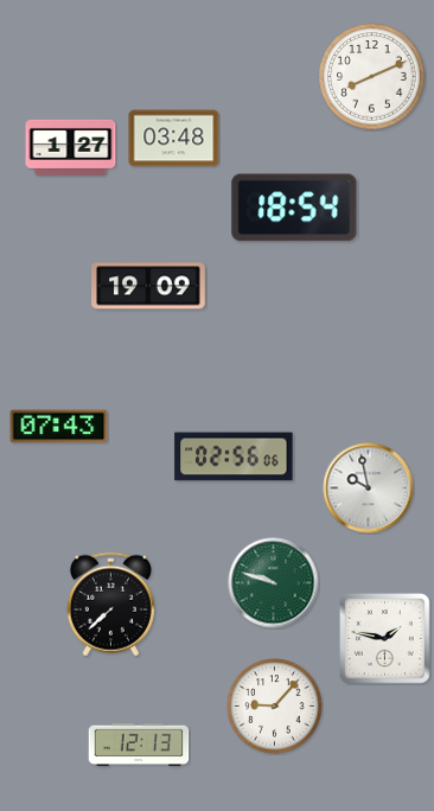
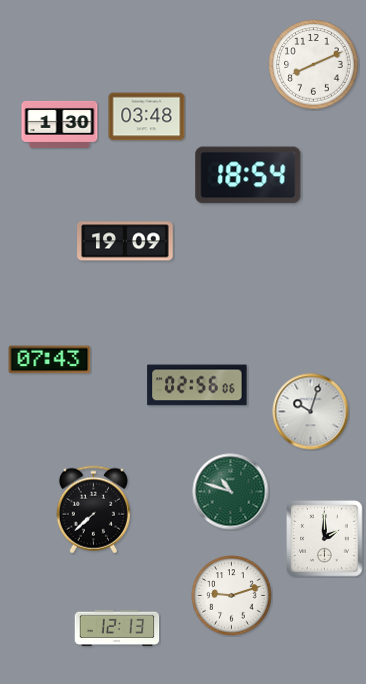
clock at (71, 147): 1:27 -> 1:30
clock at (369, 488): 9:58 -> 10:03
clock at (274, 583): 9:48 -> 10:48
clock at (385, 639): 1:47 -> 2:00
clock at (275, 707): 9:07 -> 9:12
